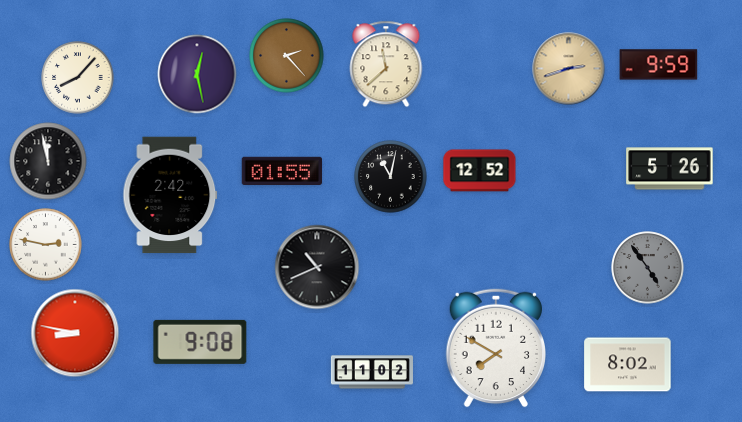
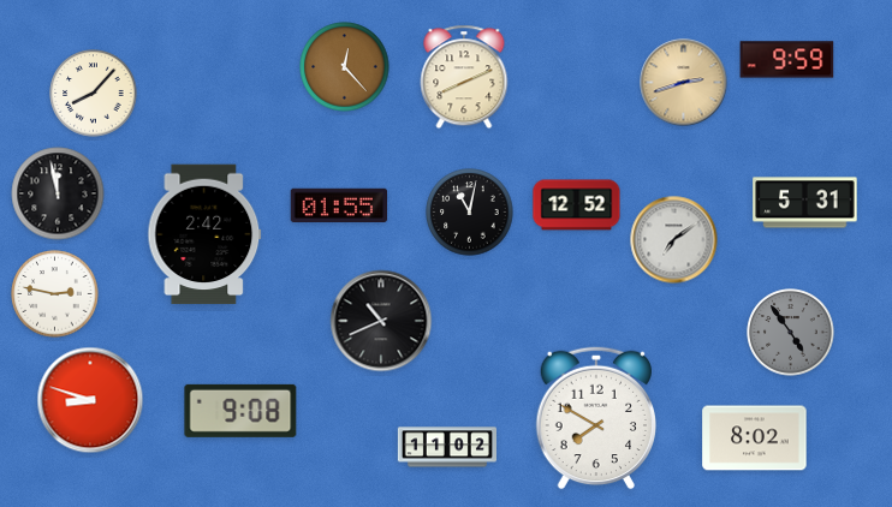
clock at (287, 56): 2:23 -> 12:23
clock at (386, 64): 11:38 -> 8:11
clock at (659, 65) position: (659, 65) -> (787, 60)
clock at (197, 74): 12:28 -> none
clock at (670, 169): 5:26 -> 5:31
clock at (674, 240): none -> 7:09
clock at (648, 268) position: (648, 268) -> (791, 333)
clock at (75, 333): 8:47 -> 8:48
